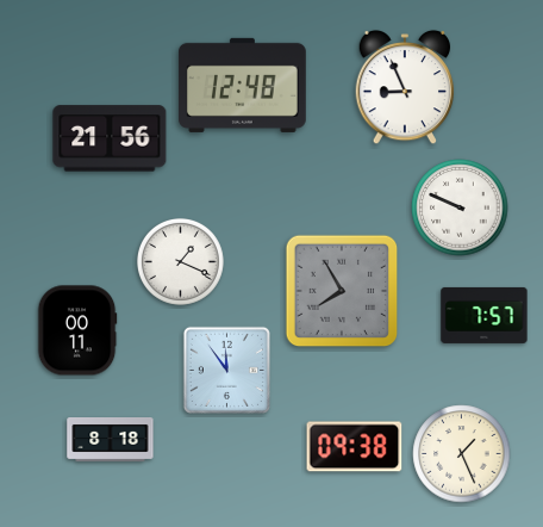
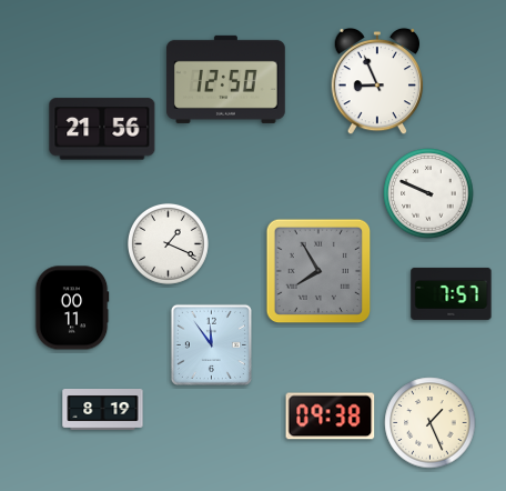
clock at (242, 85): 12:48 -> 12:50
clock at (111, 440): 8:18 -> 8:19
